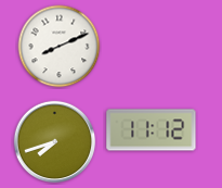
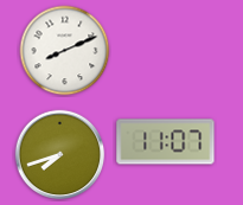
clock at (152, 130): 11:12 -> 11:07
